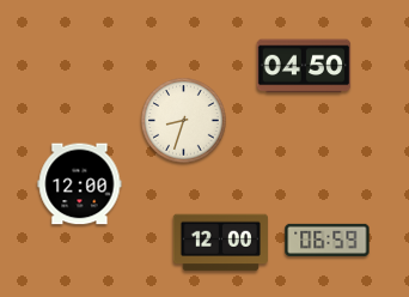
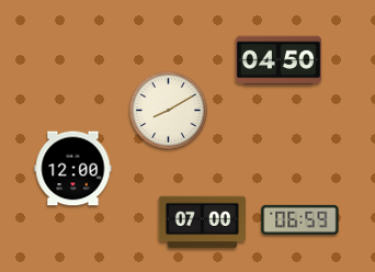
clock at (184, 121): 8:33 -> 8:10
clock at (220, 243): 12:00 -> 07:00
